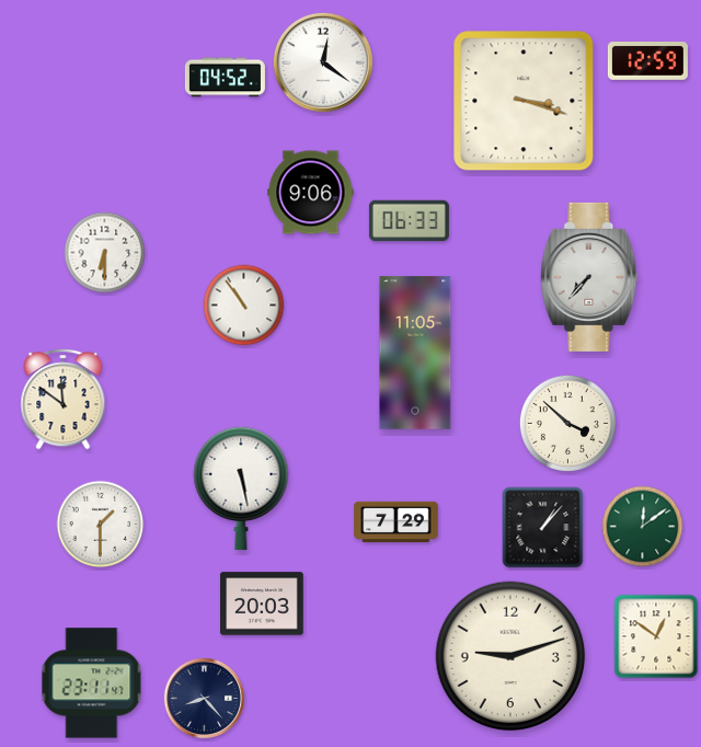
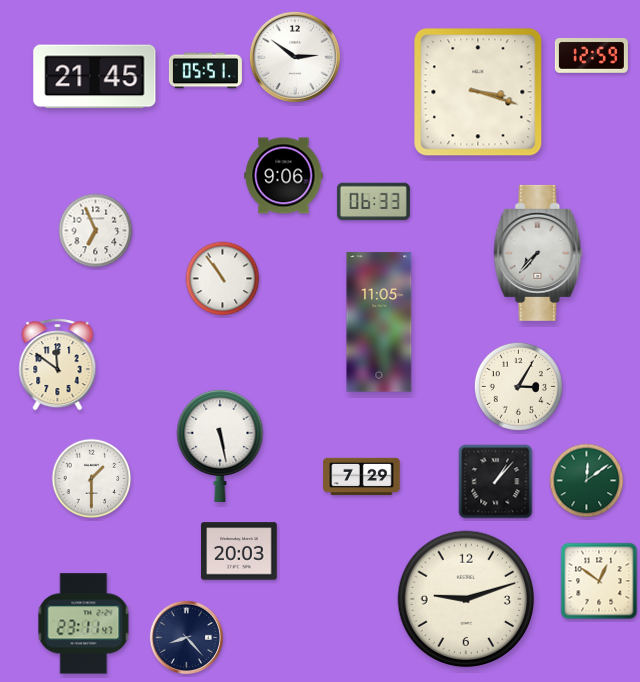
clock at (323, 62): 12:21 -> 2:51
clock at (225, 78): 04:52 -> 05:51
clock at (95, 77): none -> 21:45
clock at (105, 253): 6:30 -> 6:56
clock at (567, 423): 3:52 -> 3:05
